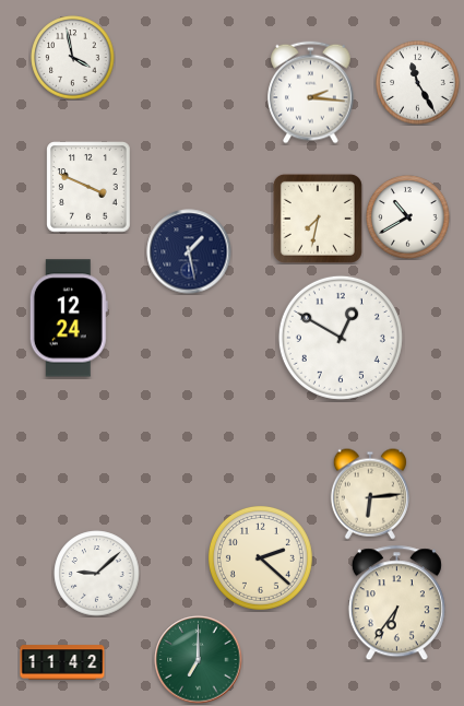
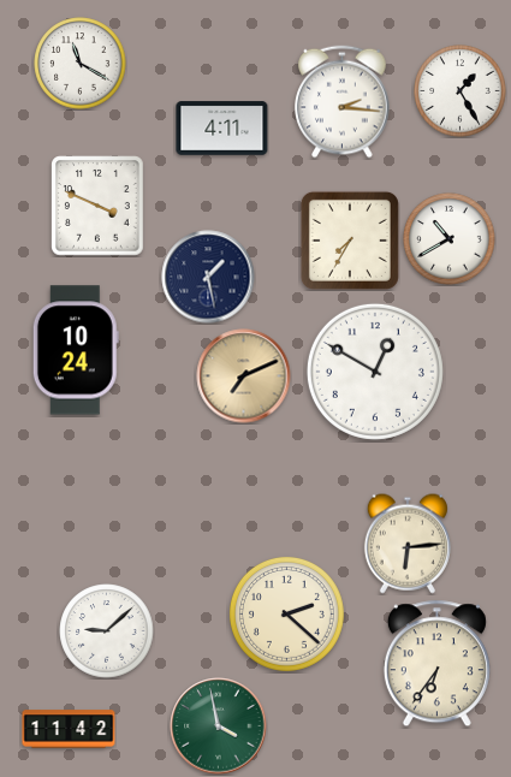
clock at (73, 58): 3:58 -> 11:20
clock at (418, 83): 11:25 -> 1:25
clock at (222, 129): none -> 4:11
clock at (318, 219): 7:32 -> 7:35
clock at (69, 318): 12:24 -> 10:24
clock at (244, 376): none -> 7:11
clock at (199, 660): 7:00 -> 3:58
